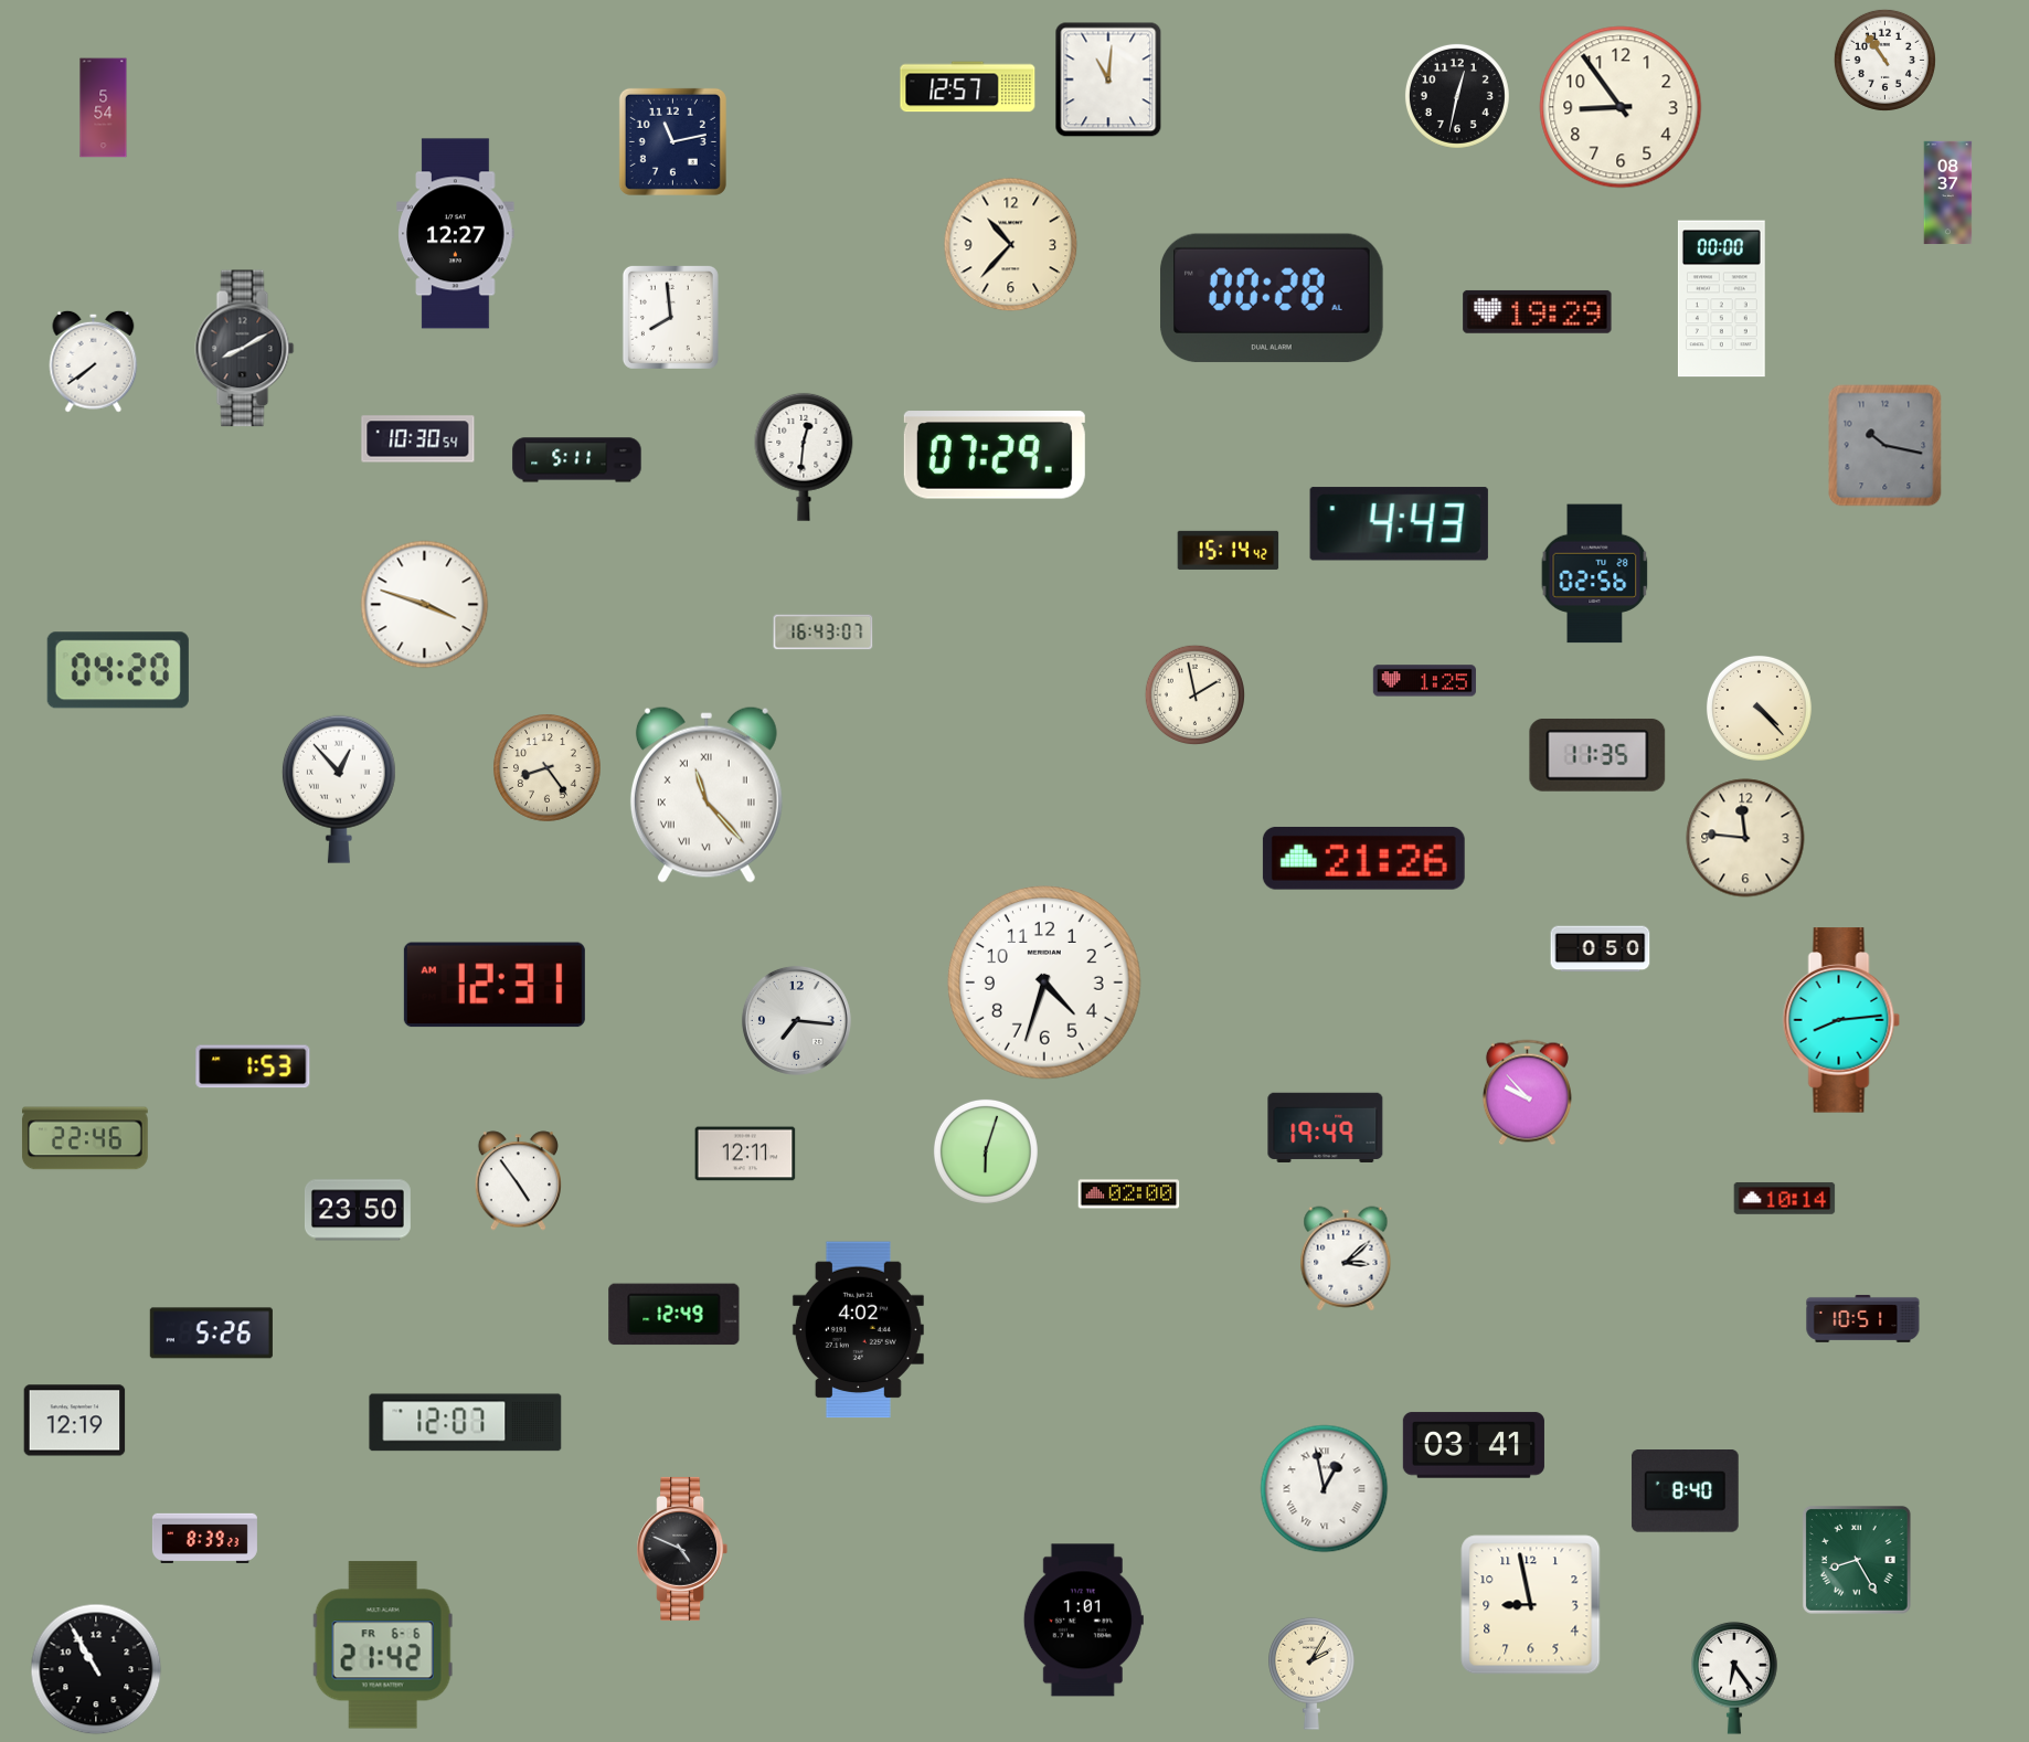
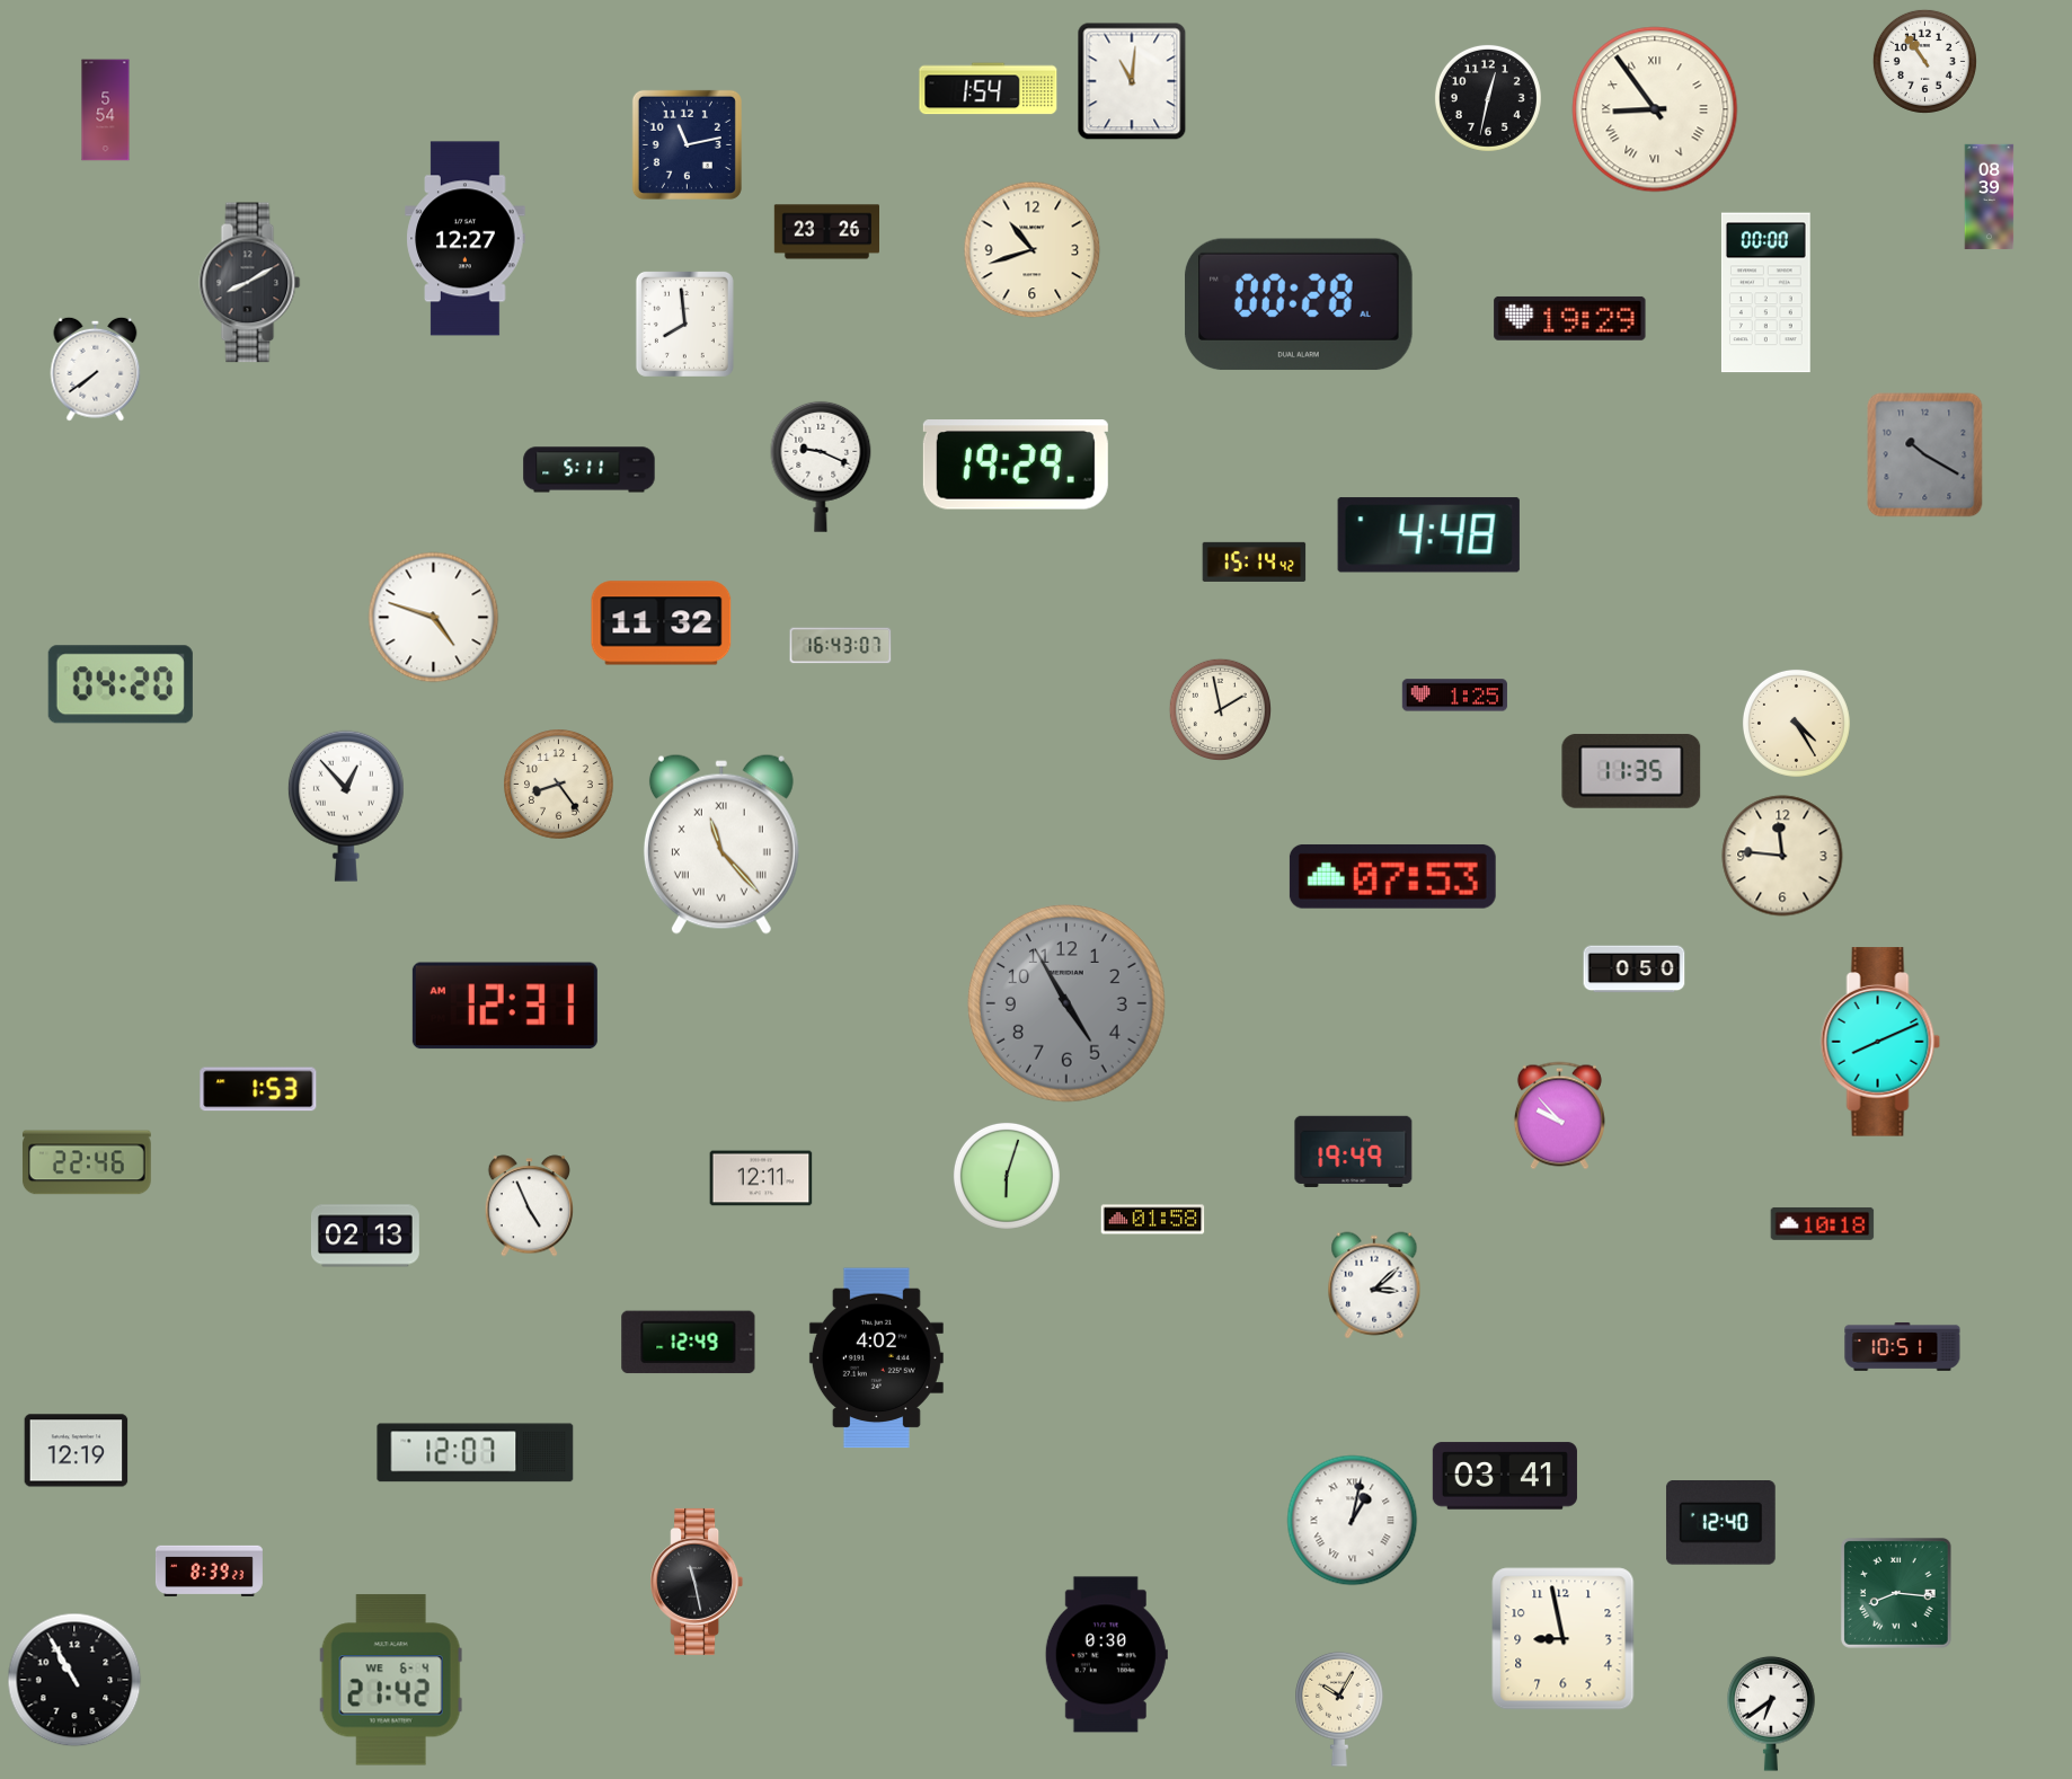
clock at (968, 87): 12:57 -> 1:54
clock at (1621, 107) numerals: Arabic -> Roman
clock at (1948, 193): 08:37 -> 08:39
clock at (826, 232): none -> 23:26
clock at (1011, 245): 10:37 -> 10:42
clock at (1721, 299) position: (1721, 299) -> (1765, 293)
clock at (245, 349) position: (245, 349) -> (250, 283)
clock at (418, 439): 10:30 -> none
clock at (1885, 446): 10:17 -> 10:20
clock at (995, 455): 07:29 -> 19:29
clock at (804, 457): 12:31 -> 9:19
clock at (1399, 524): 4:43 -> 4:48
clock at (1595, 574): 02:56 -> none
clock at (425, 605): 3:48 -> 4:48
clock at (662, 623): none -> 11:32
clock at (1759, 708): 4:23 -> 4:25
clock at (707, 795) position: (707, 795) -> (721, 844)
clock at (1363, 858): 21:26 -> 07:53
clock at (1045, 984): 4:33 -> 4:55
clock at (1045, 984) dial: white -> grey
clock at (796, 1020): 7:16 -> none
clock at (1841, 1020): 8:14 -> 8:11
clock at (518, 1181): 4:54 -> 4:56
clock at (1129, 1194): 02:00 -> 01:58
clock at (1785, 1198): 10:14 -> 10:18
clock at (358, 1210): 23:50 -> 02:13
clock at (211, 1334): 5:26 -> none
clock at (1325, 1489): 12:58 -> 1:02
clock at (1685, 1491): 8:40 -> 12:40
clock at (682, 1549): 4:49 -> 11:28
clock at (1857, 1560): 8:25 -> 8:16
clock at (1083, 1621): 1:01 -> 0:30
clock at (383, 1645) date: FR 6-6 -> WE 6-4
clock at (96, 1669) position: (96, 1669) -> (74, 1680)
clock at (1311, 1674): 2:05 -> 10:05
clock at (1734, 1678): 6:24 -> 6:39
